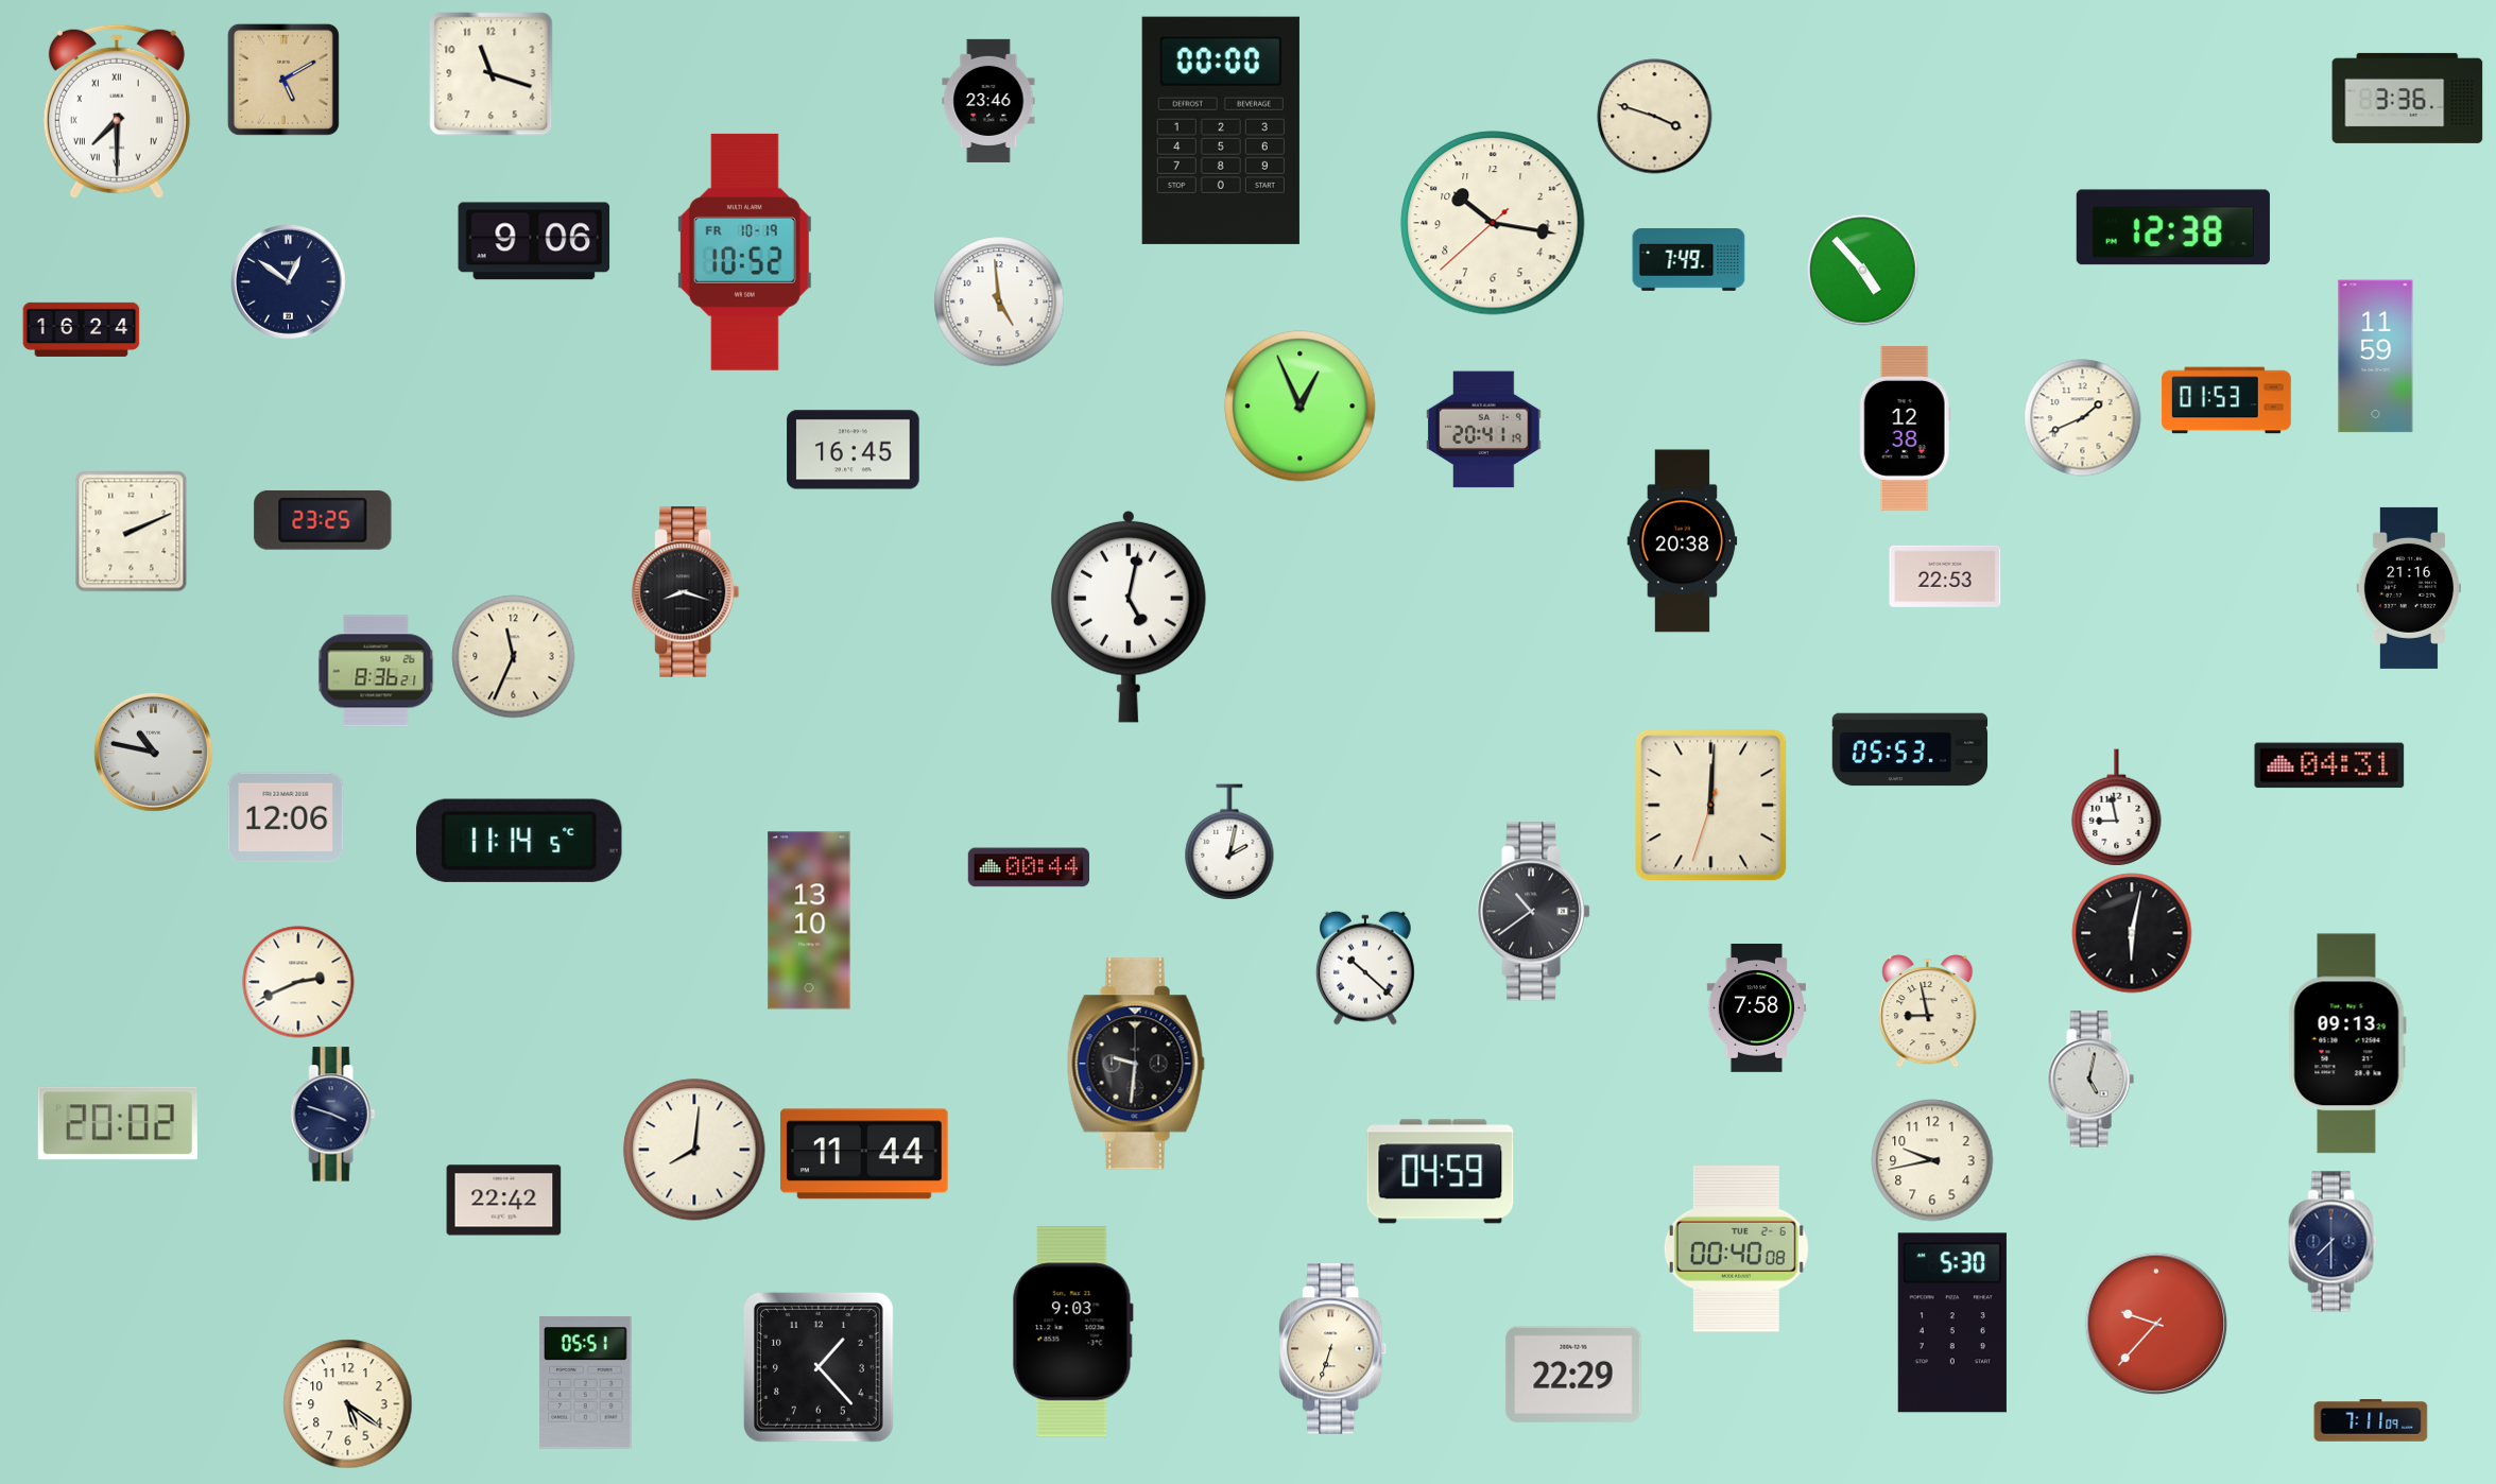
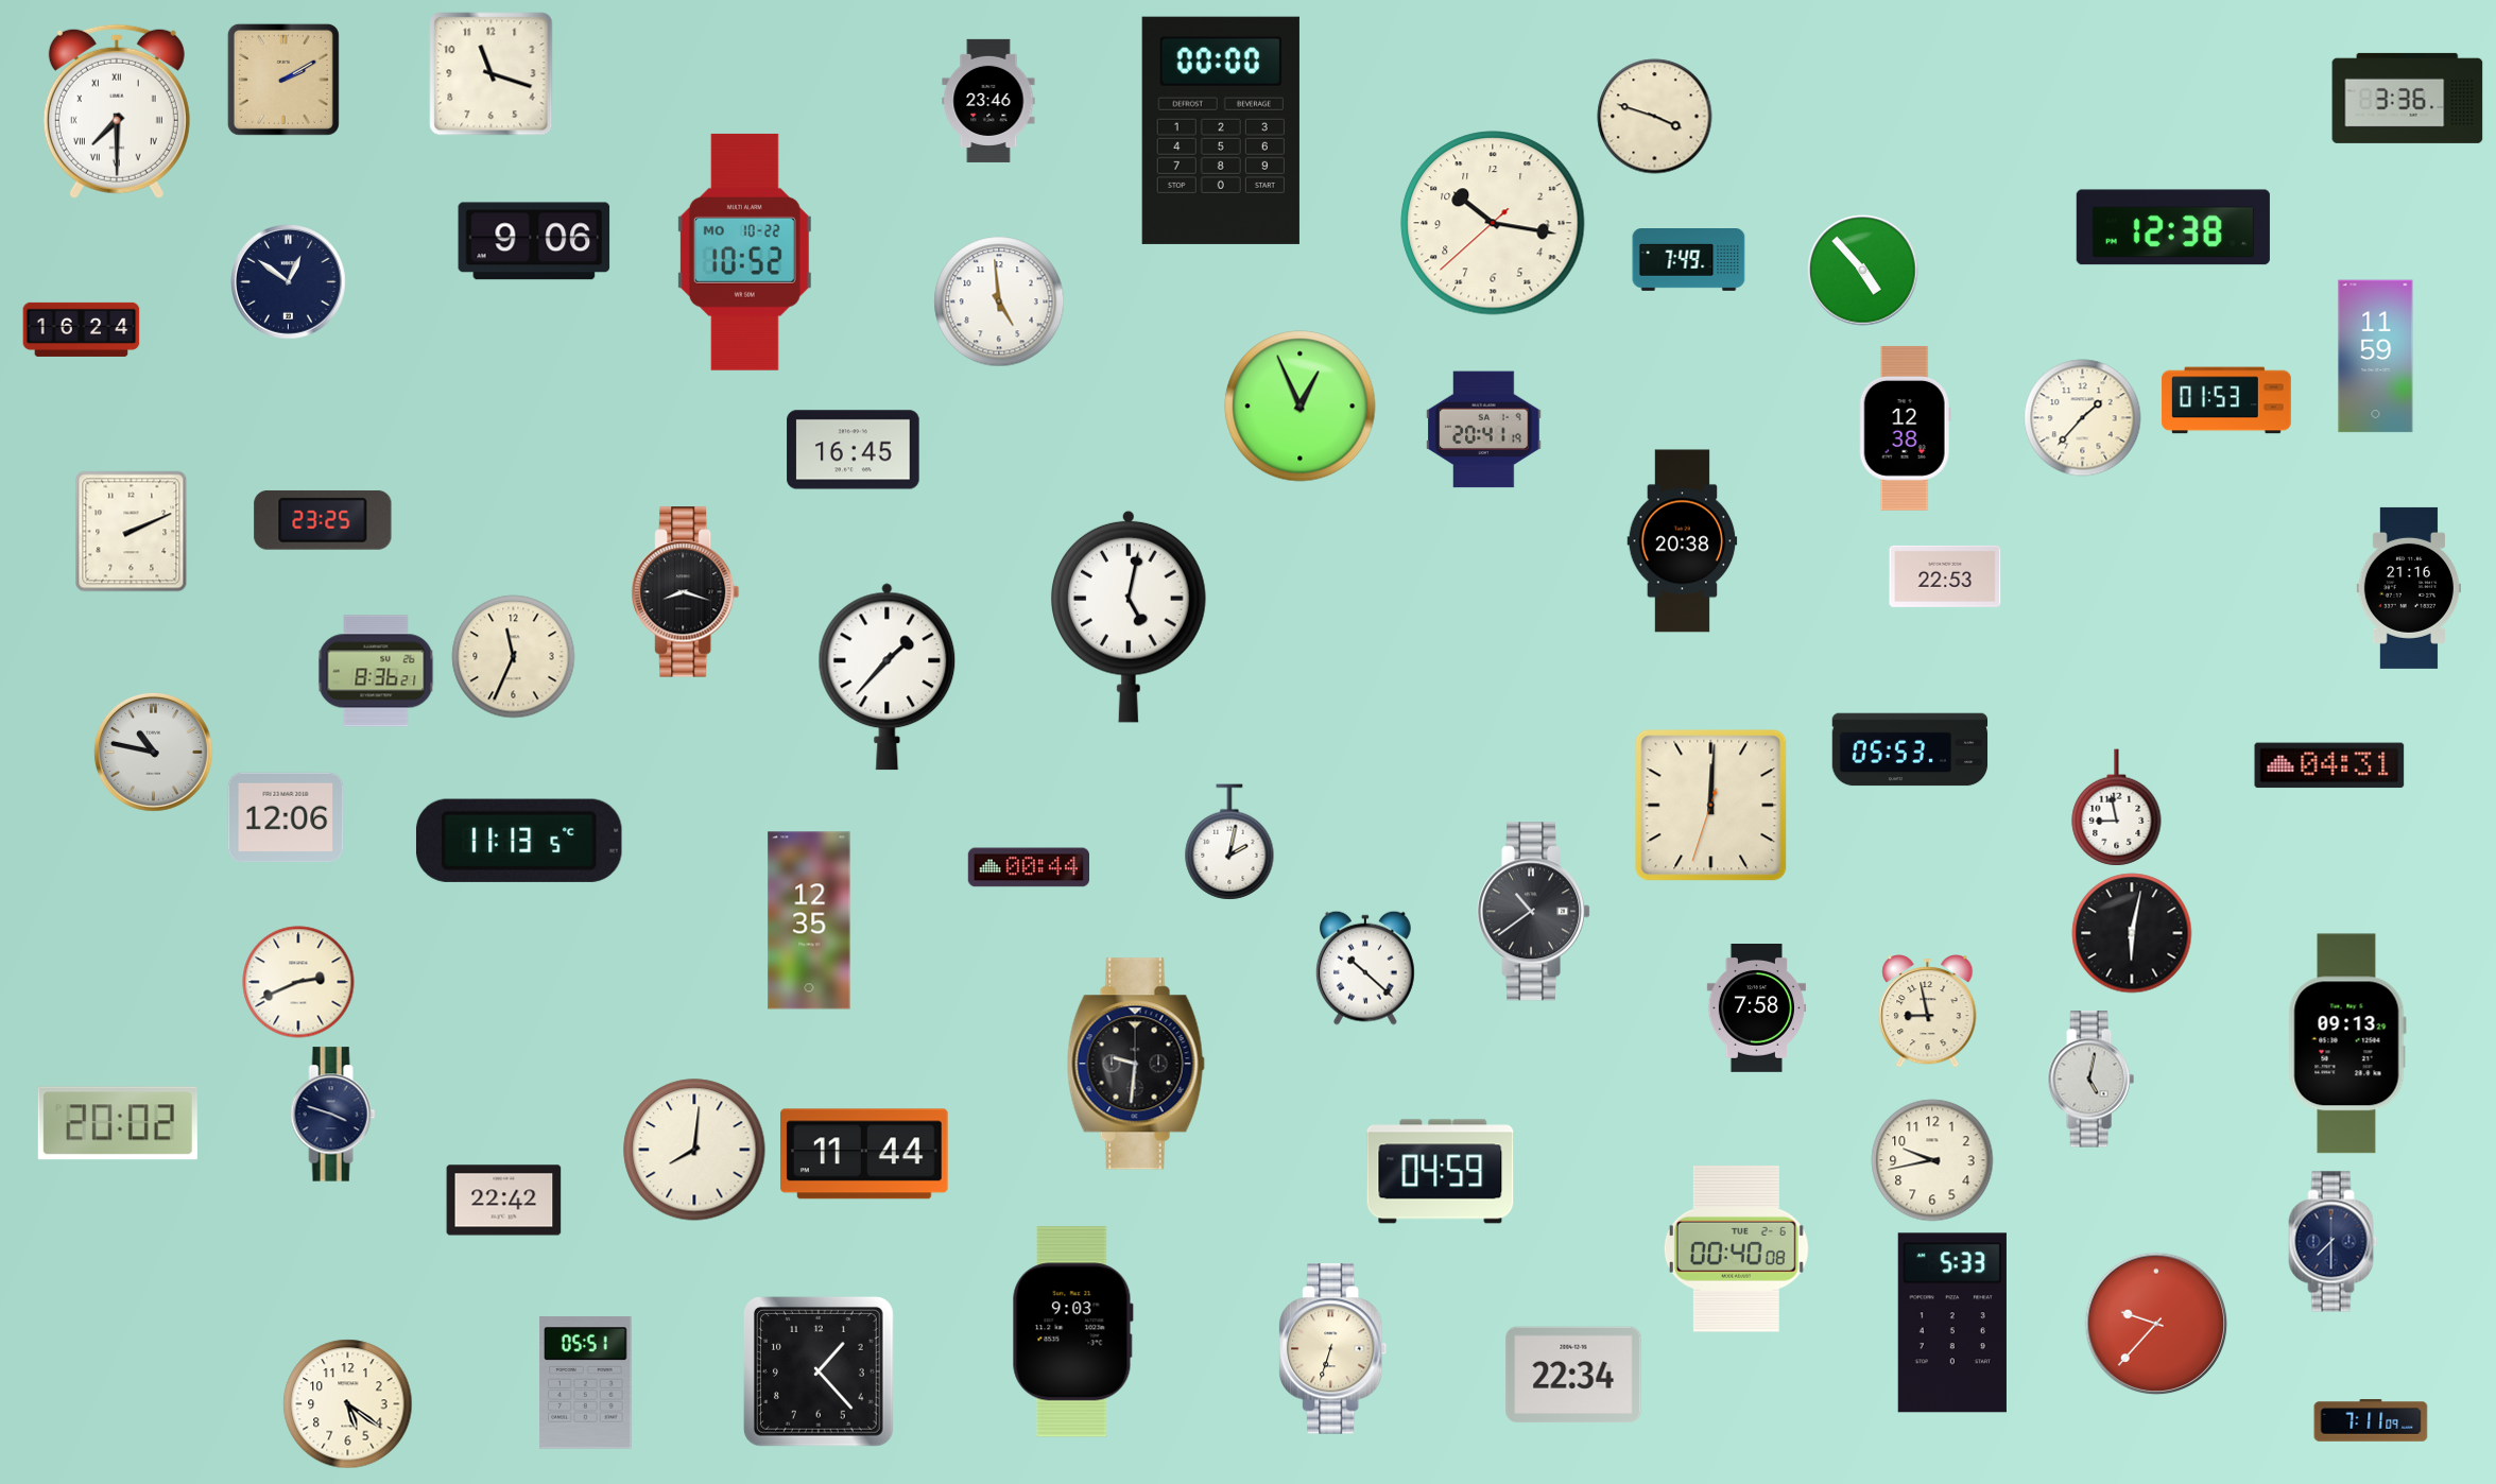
clock at (283, 80): 5:10 -> 2:10
clock at (744, 252) date: FR 10-19 -> MO 10-22
clock at (2083, 418): 1:41 -> 1:37
clock at (888, 677): none -> 1:37
clock at (519, 841): 11:14 -> 11:13
clock at (809, 920): 13:10 -> 12:35
clock at (1952, 1323): 5:30 -> 5:33
clock at (819, 1367) position: (819, 1367) -> (819, 1371)
clock at (1573, 1375): 22:29 -> 22:34
